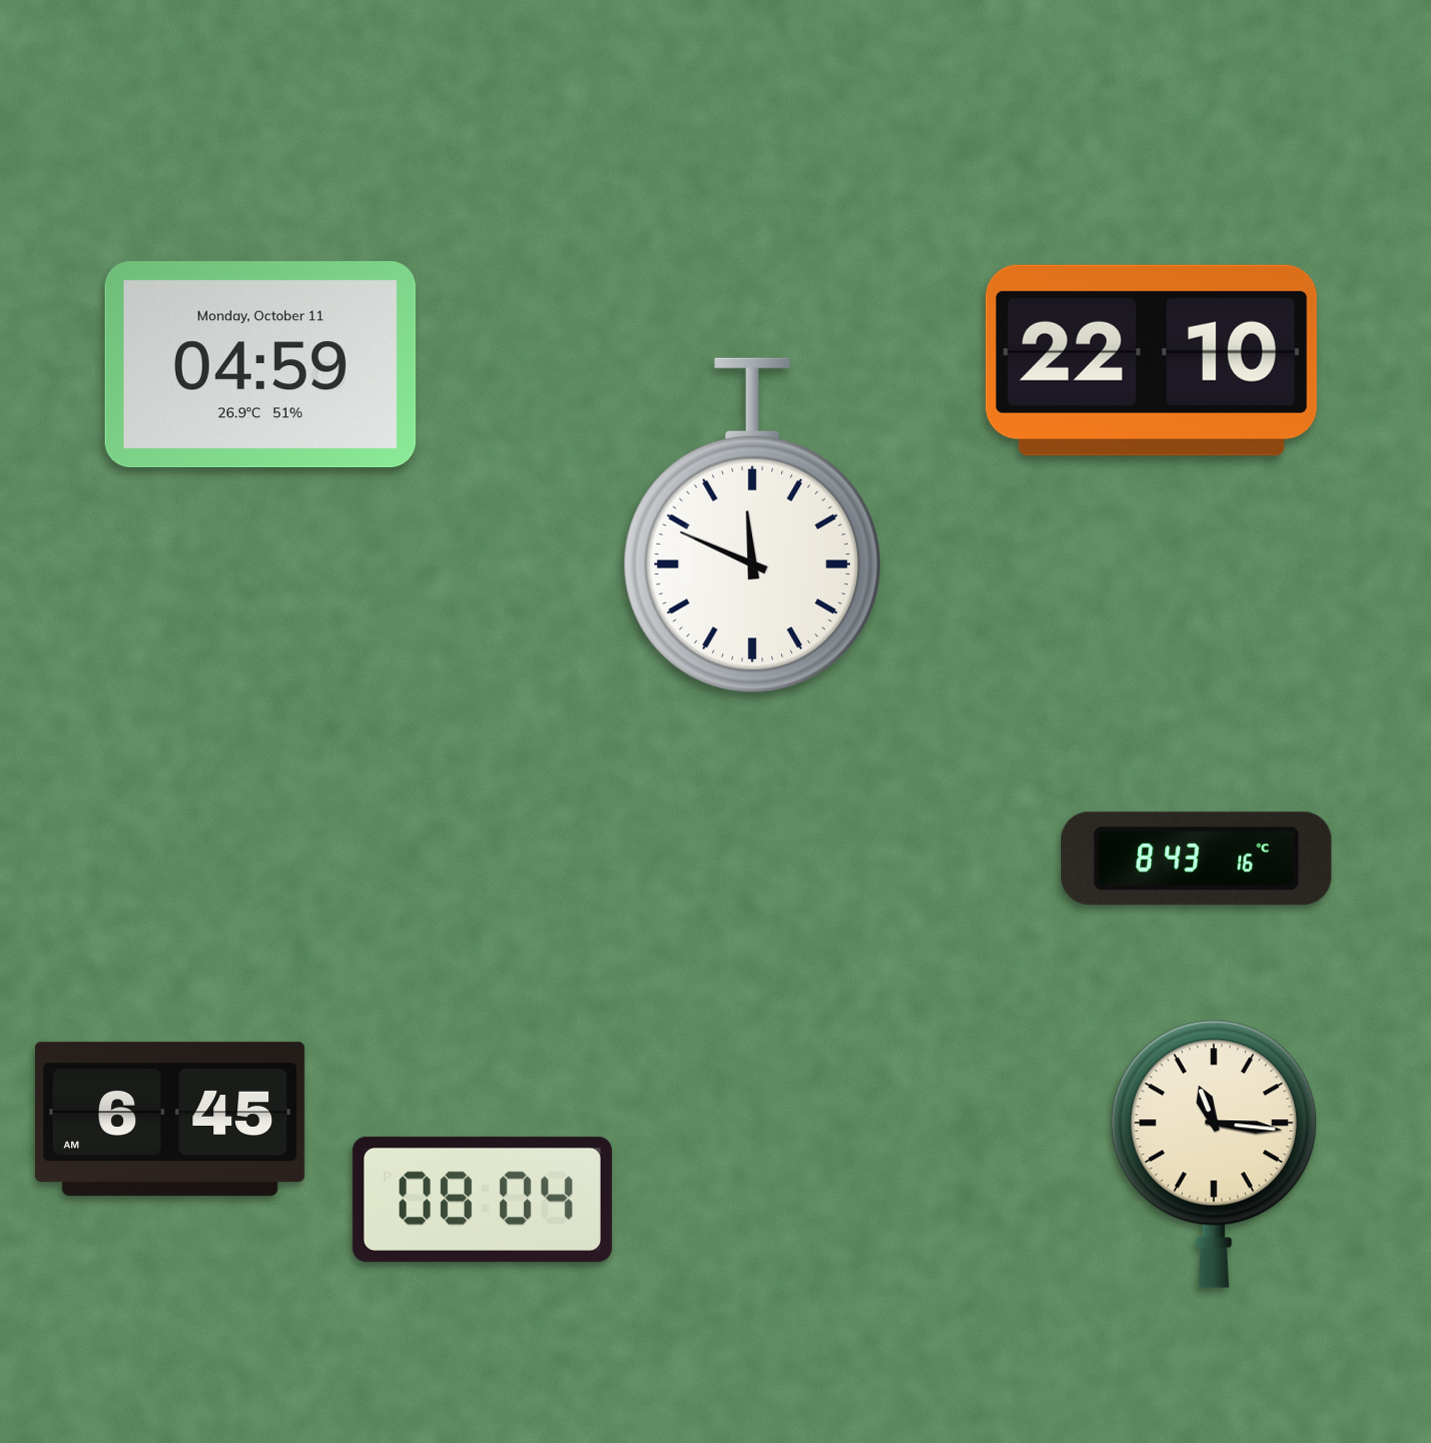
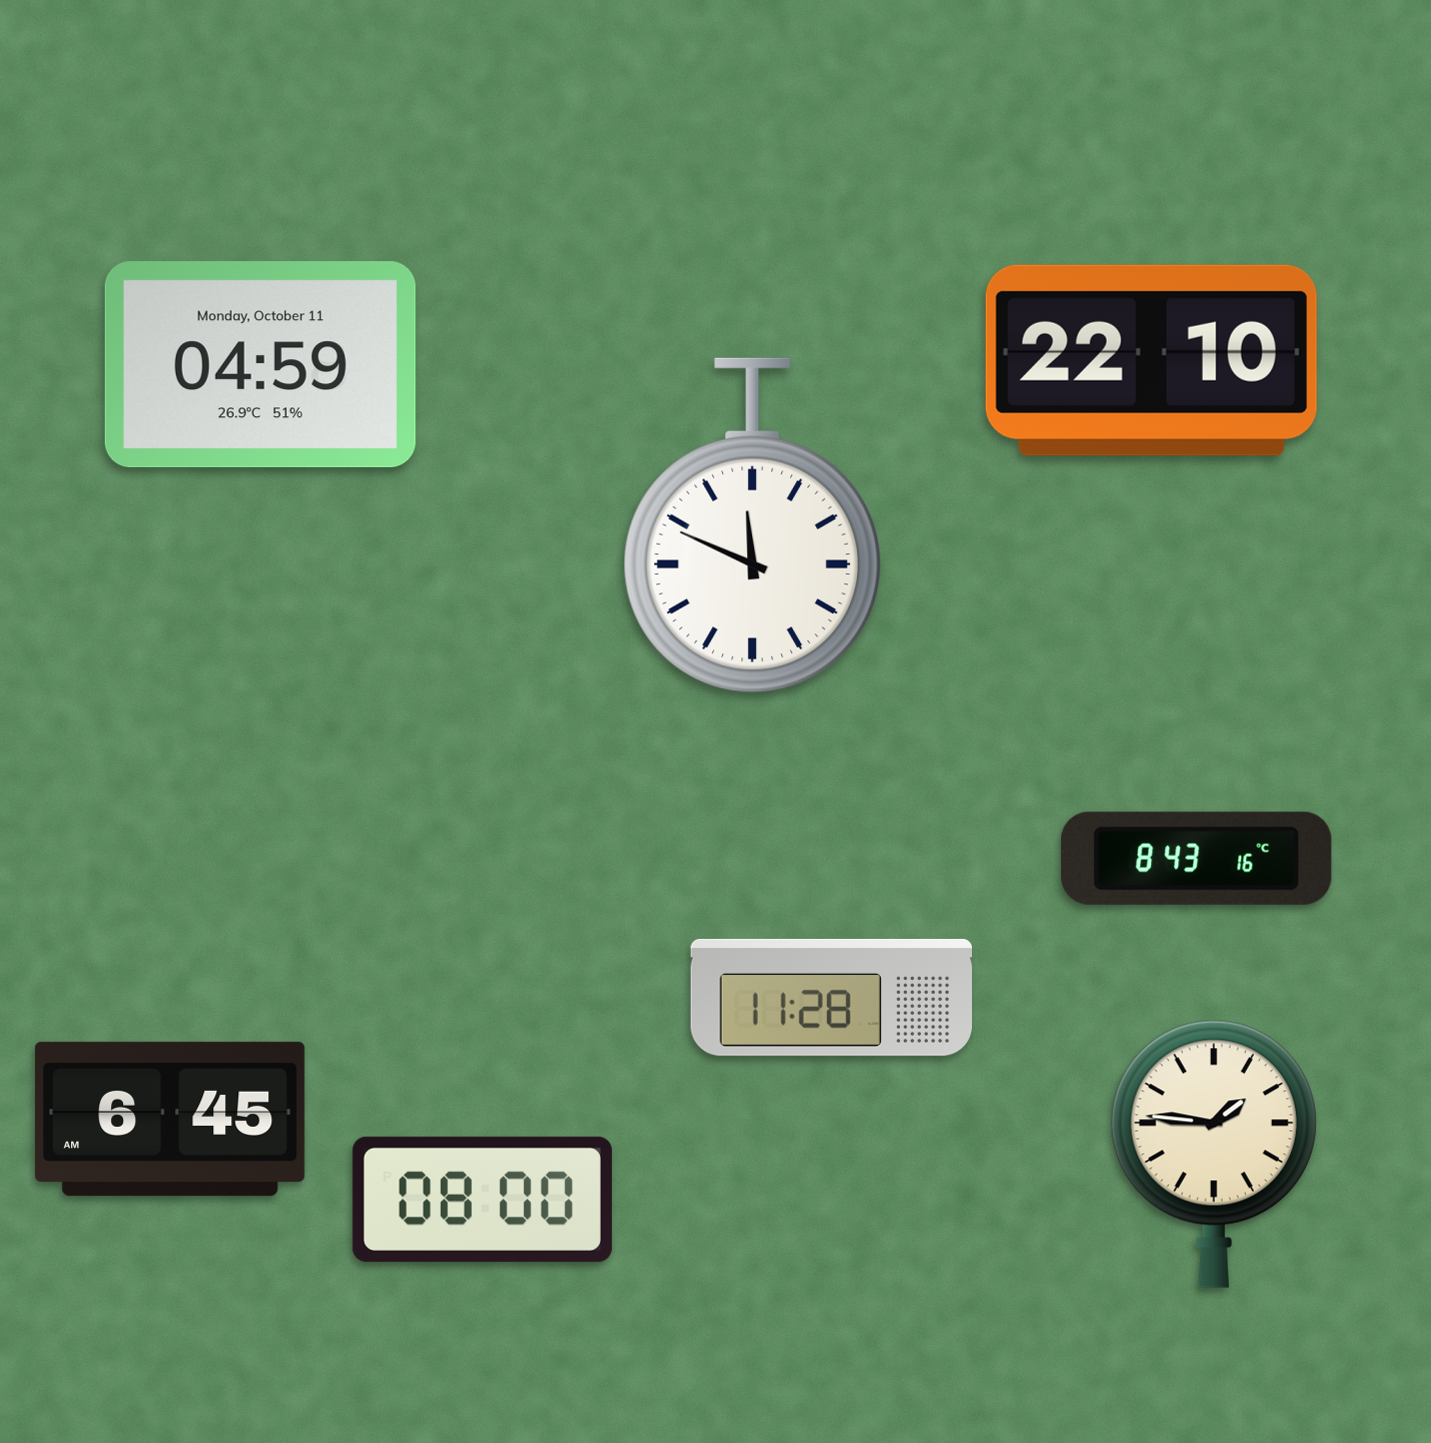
clock at (831, 997): none -> 11:28
clock at (1214, 1154): 11:16 -> 1:46
clock at (482, 1199): 08:04 -> 08:00
